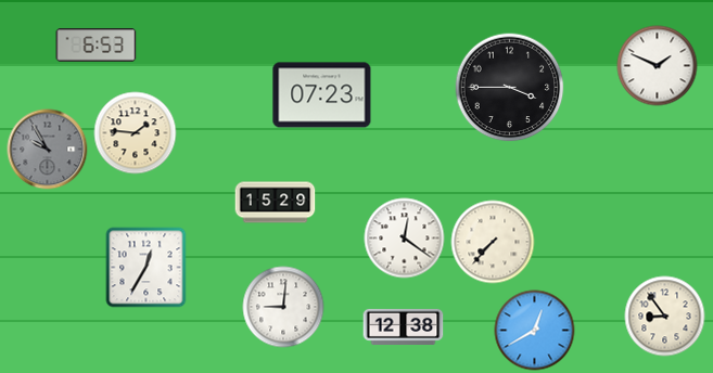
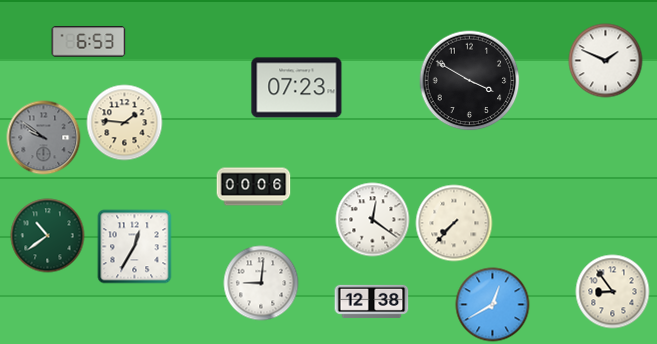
clock at (510, 88): 3:45 -> 3:50
clock at (48, 150): 9:55 -> 9:51
clock at (276, 203): 15:29 -> 00:06
clock at (48, 236): none -> 10:39
